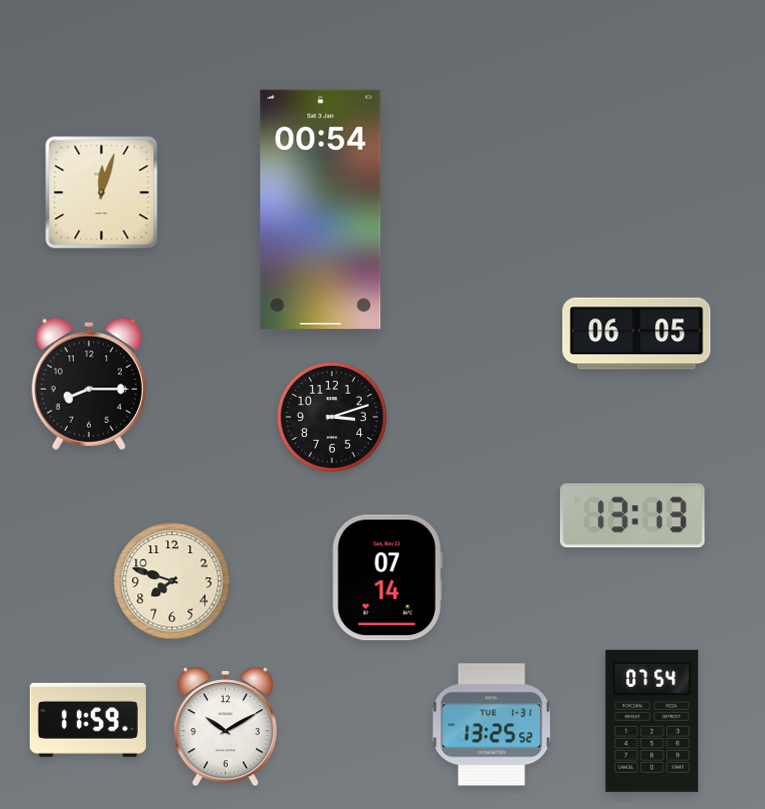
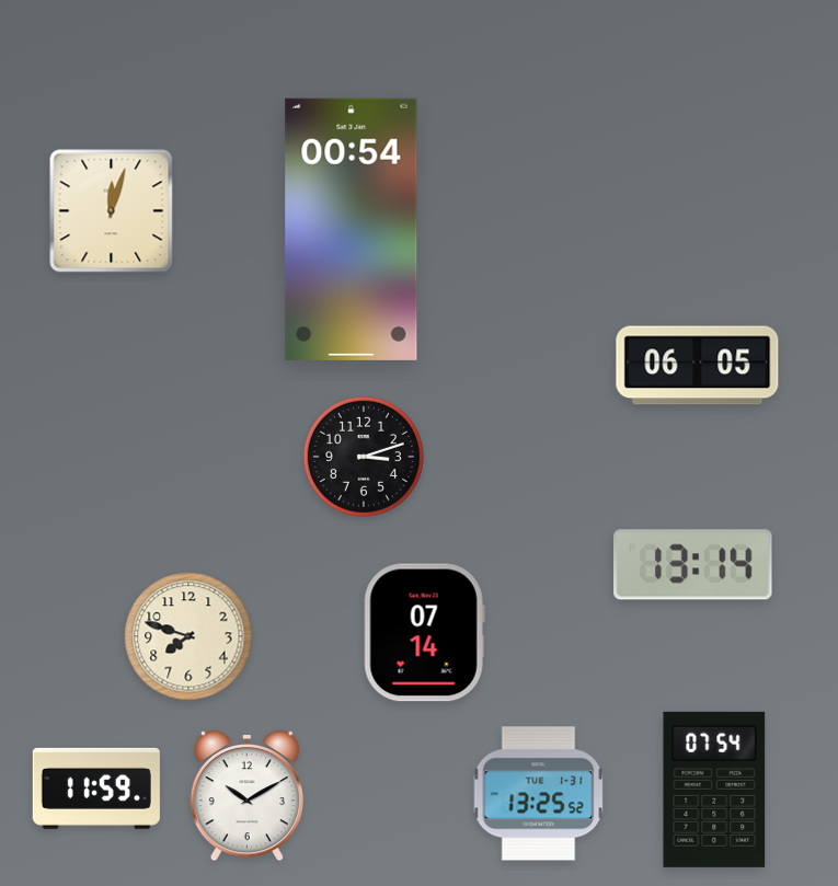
clock at (89, 384): 8:15 -> none
clock at (633, 516): 13:13 -> 13:14
